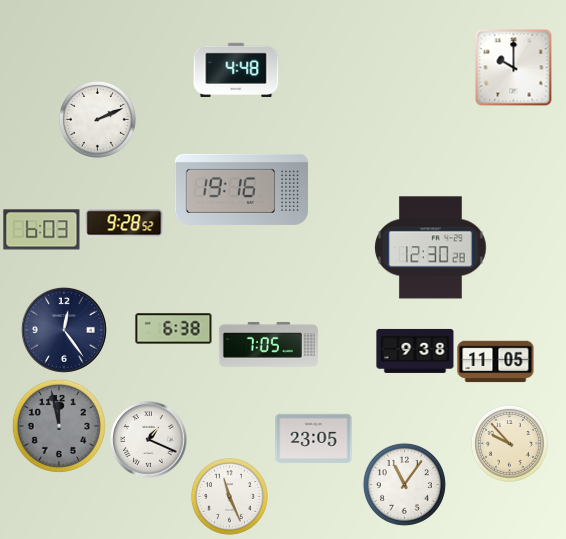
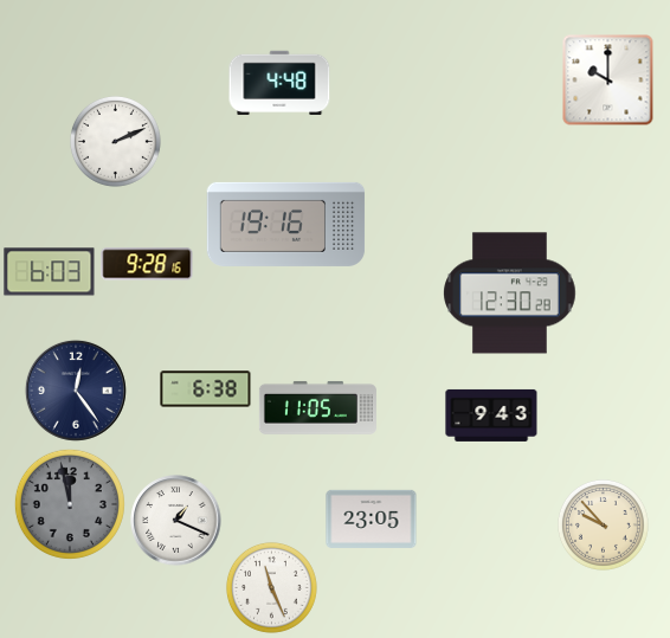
clock at (124, 223): 9:28:52 -> 9:28:16
clock at (268, 344): 7:05 -> 11:05
clock at (415, 351): 9:38 -> 9:43
clock at (496, 362): 11:05 -> none
clock at (404, 484): 11:06 -> none
